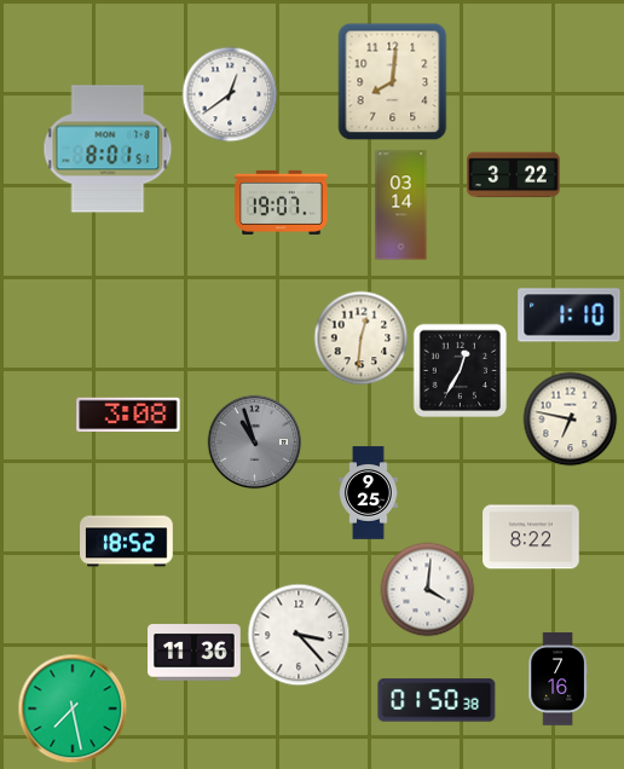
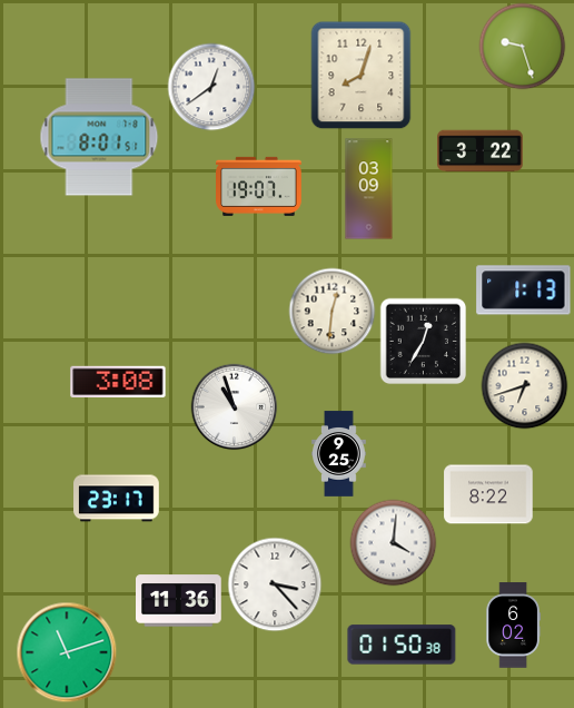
clock at (522, 46): none -> 9:27
clock at (393, 81): 8:01 -> 8:03
clock at (514, 175) position: (514, 175) -> (481, 151)
clock at (401, 206): 03:14 -> 03:09
clock at (570, 316): 1:10 -> 1:13
clock at (570, 418): 6:47 -> 6:42
clock at (254, 441) dial: grey -> white
clock at (127, 542): 18:52 -> 23:17
clock at (557, 680): 7:16 -> 6:02
clock at (73, 709): 7:28 -> 11:12
